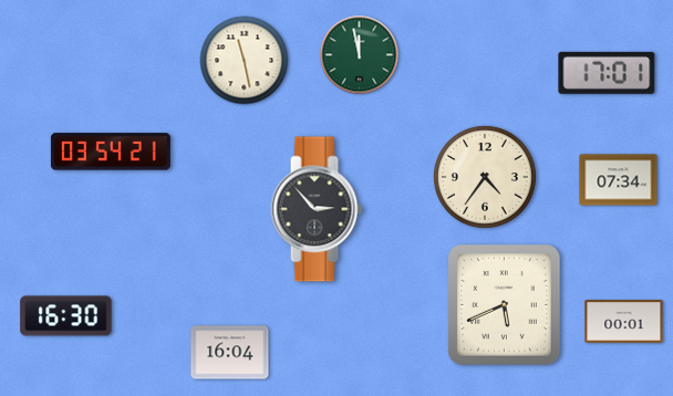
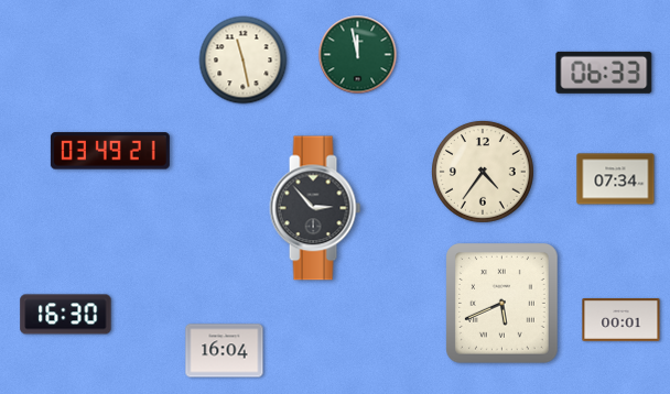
clock at (607, 73): 17:01 -> 06:33
clock at (111, 152): 03:54 -> 03:49
clock at (485, 177) position: (485, 177) -> (483, 172)
clock at (230, 353) position: (230, 353) -> (225, 351)
